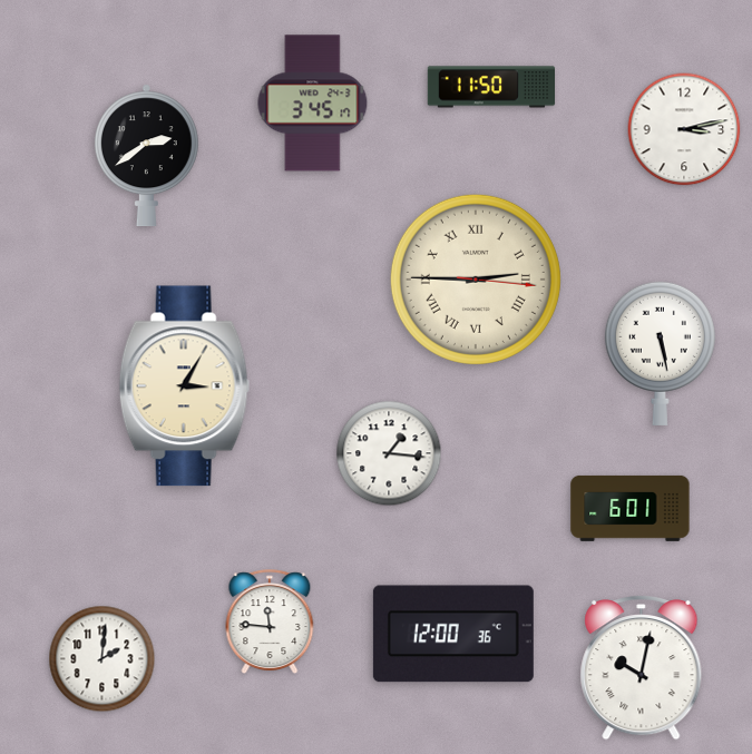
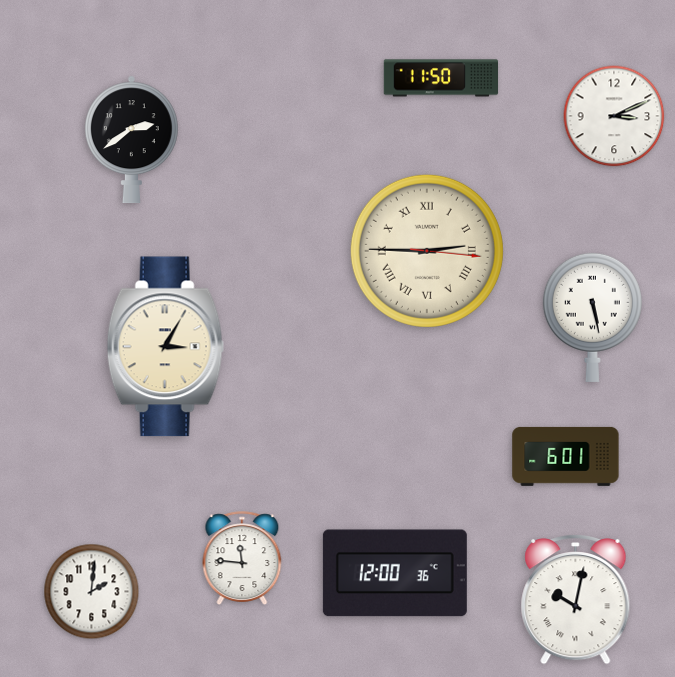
clock at (313, 104): 3:45 -> none
clock at (684, 129): 3:13 -> 3:11
clock at (389, 453): 1:16 -> none
clock at (453, 634) position: (453, 634) -> (395, 573)
